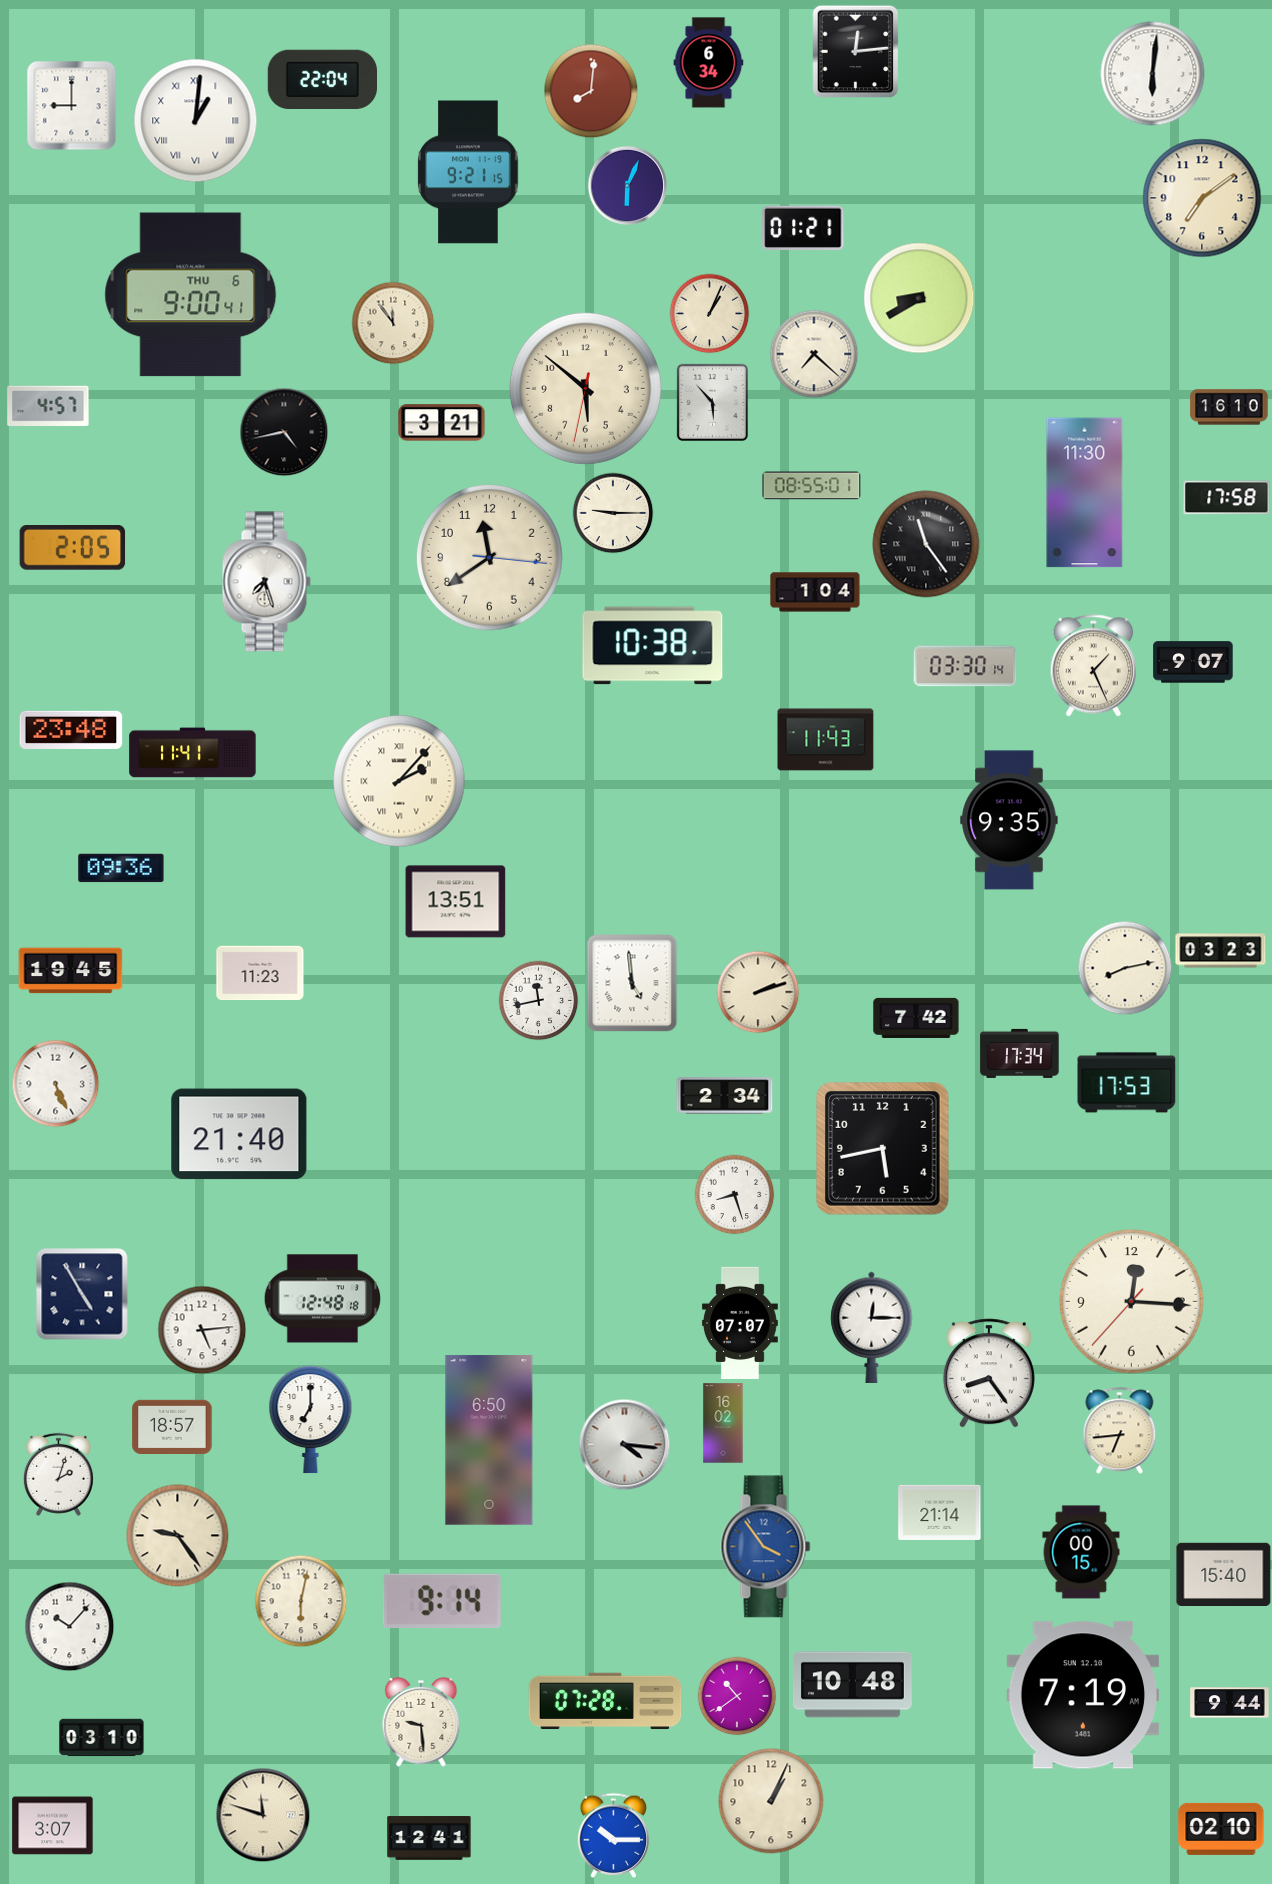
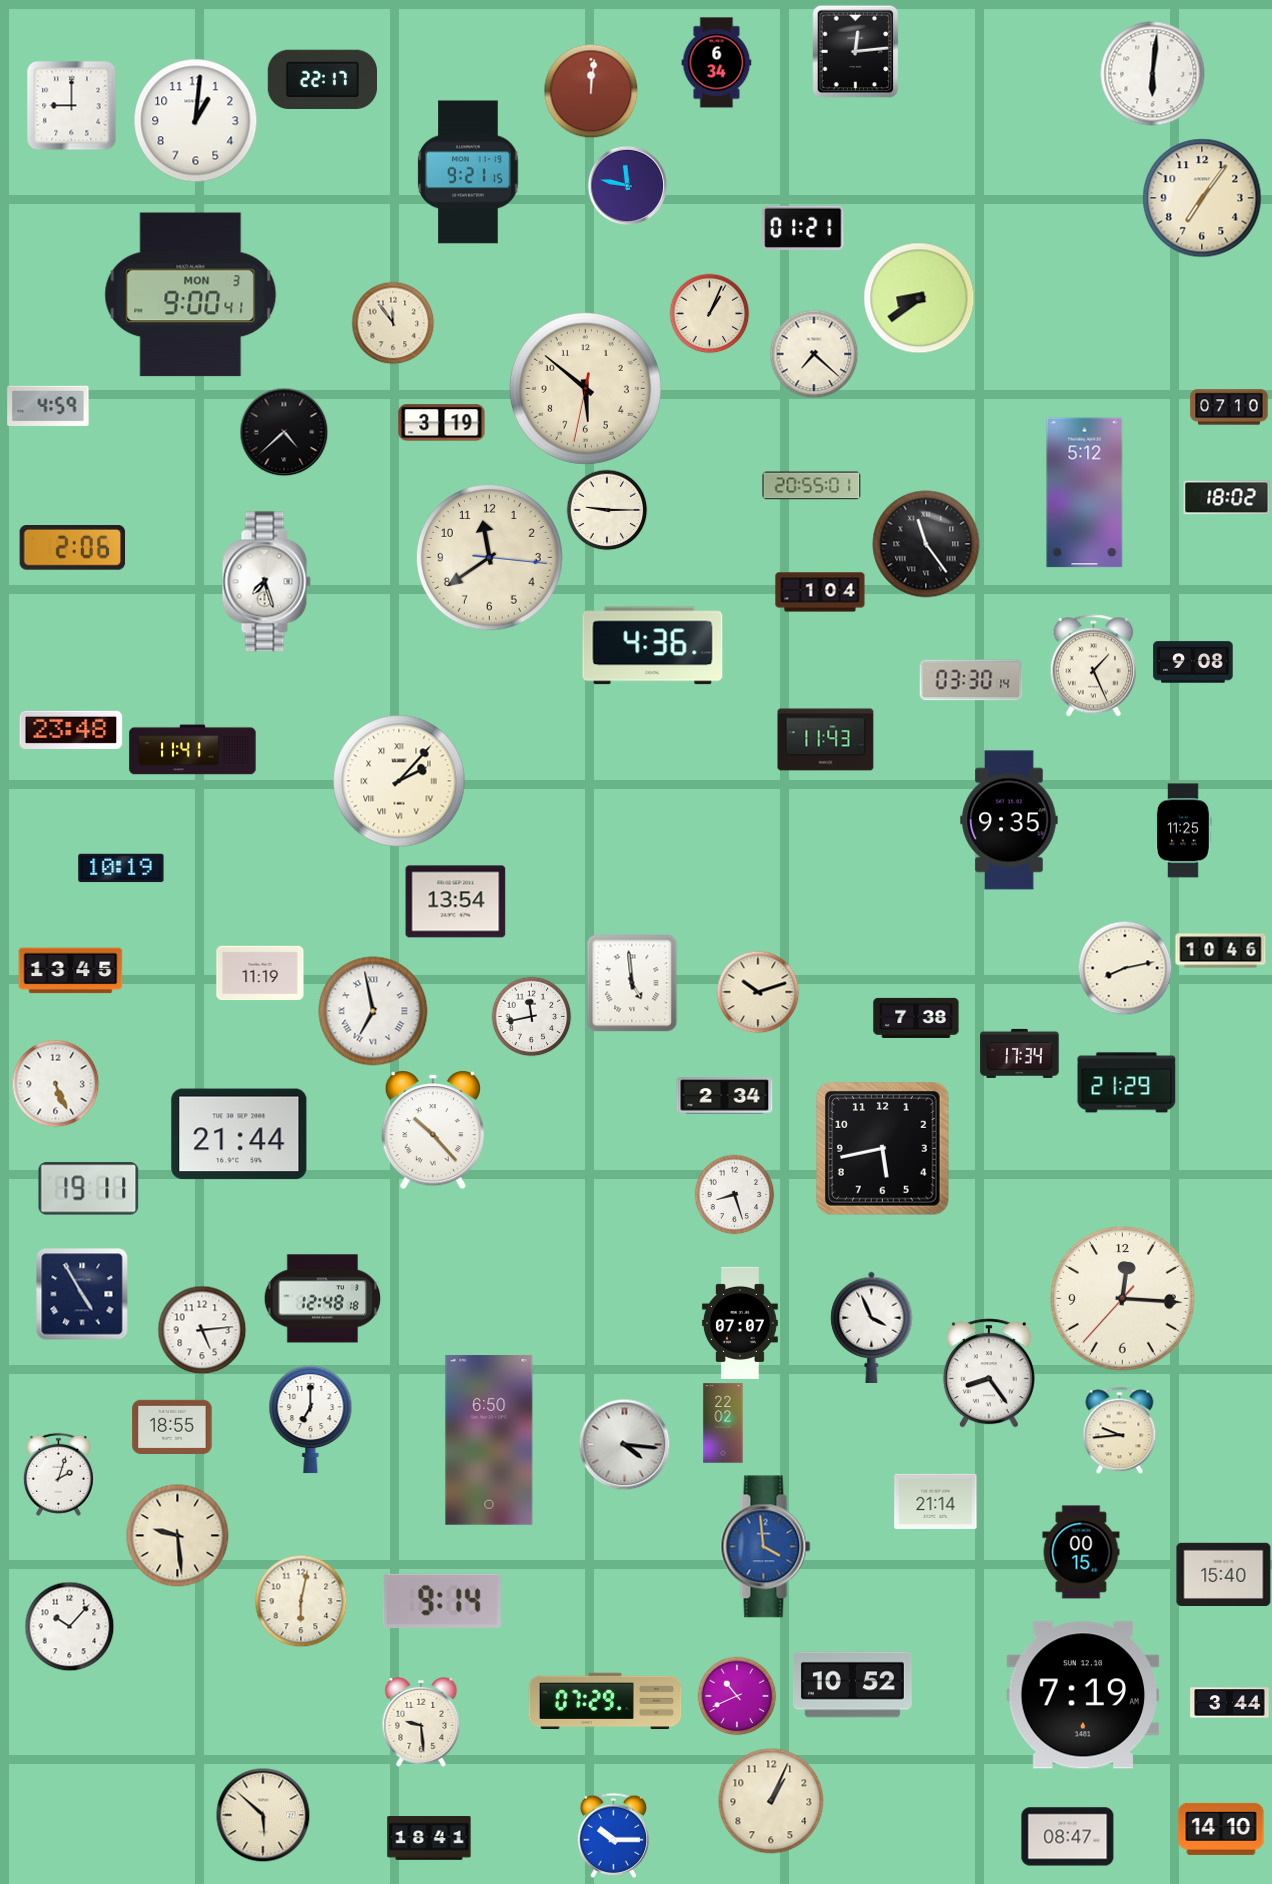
clock at (709, 63) position: (709, 63) -> (717, 63)
clock at (322, 79): 22:04 -> 22:17
clock at (591, 91): 8:01 -> 12:01
clock at (196, 121) numerals: Roman -> Arabic
clock at (627, 185): 6:04 -> 11:47
clock at (1202, 198): 7:09 -> 7:06
clock at (191, 295) date: THU 6 -> MON 3
clock at (919, 298): 8:40 -> 8:39
clock at (712, 402): 5:53 -> none
clock at (48, 406): 4:57 -> 4:59
clock at (1229, 407): 16:10 -> 07:10
clock at (442, 423): 3:21 -> 3:19
clock at (284, 432): 4:43 -> 4:38
clock at (812, 486): 08:55 -> 20:55
clock at (1085, 493): 11:30 -> 5:12
clock at (1227, 498): 17:58 -> 18:02
clock at (613, 513) position: (613, 513) -> (607, 510)
clock at (73, 548): 2:05 -> 2:06
clock at (815, 592) position: (815, 592) -> (820, 592)
clock at (653, 646): 10:38 -> 4:36
clock at (1193, 662): 9:07 -> 9:08
clock at (965, 666) position: (965, 666) -> (971, 680)
clock at (193, 753) position: (193, 753) -> (193, 750)
clock at (1183, 831): none -> 11:25
clock at (121, 868): 09:36 -> 10:19
clock at (456, 902): 13:51 -> 13:54
clock at (1221, 951): 03:23 -> 10:46
clock at (71, 971): 19:45 -> 13:45
clock at (260, 973): 11:23 -> 11:19
clock at (758, 992): 2:12 -> 10:12
clock at (538, 1000) position: (538, 1000) -> (531, 1016)
clock at (373, 1011): none -> 6:58
clock at (916, 1018): 7:42 -> 7:38
clock at (1127, 1083): 17:53 -> 21:29
clock at (433, 1130): none -> 10:23
clock at (239, 1134): 21:40 -> 21:44
clock at (89, 1189): none -> 19:11
clock at (1132, 1302) position: (1132, 1302) -> (1123, 1299)
clock at (872, 1327): 12:15 -> 3:56
clock at (723, 1423): 16:02 -> 22:02
clock at (172, 1426): 18:57 -> 18:55
clock at (1120, 1430): 6:44 -> 9:44
clock at (940, 1512) position: (940, 1512) -> (936, 1501)
clock at (178, 1536): 9:24 -> 9:29
clock at (766, 1547): 3:54 -> 3:59
clock at (852, 1685): 10:48 -> 10:52
clock at (737, 1696): 10:39 -> 10:41
clock at (605, 1701): 07:28 -> 07:29
clock at (1230, 1703): 9:44 -> 3:44
clock at (102, 1738): 03:10 -> none
clock at (263, 1815): 11:48 -> 5:52
clock at (53, 1826): 3:07 -> none
clock at (1221, 1829): 02:10 -> 14:10
clock at (1068, 1837): none -> 08:47
clock at (429, 1838): 12:41 -> 18:41
